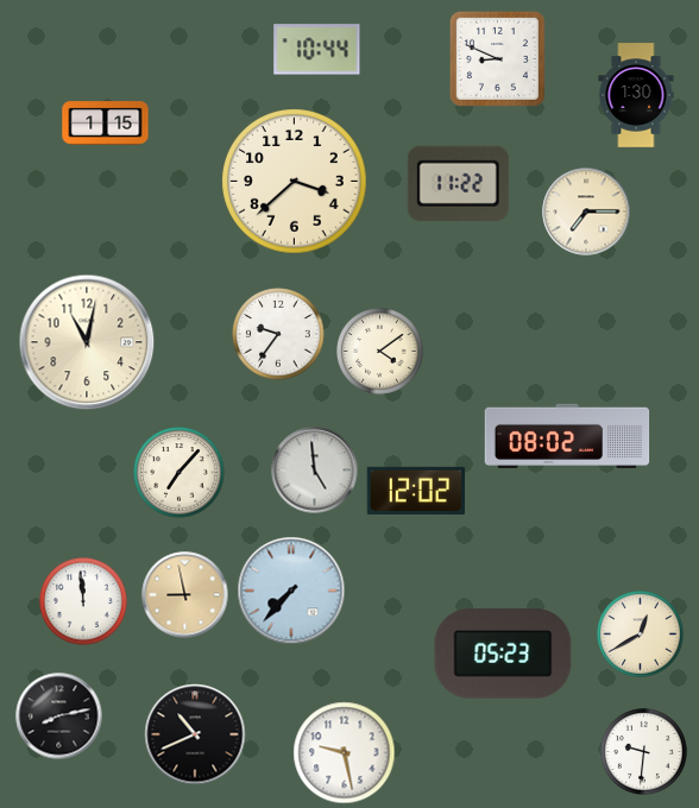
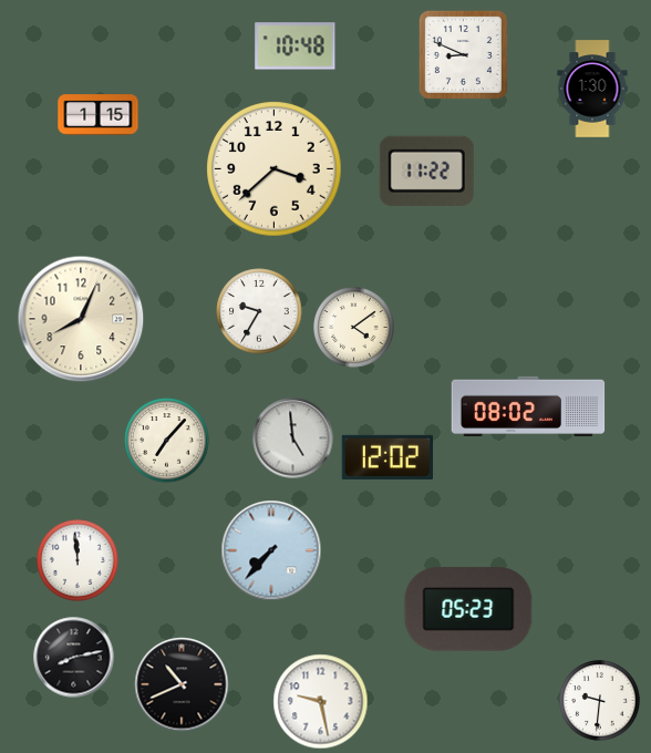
clock at (317, 50): 10:44 -> 10:48
clock at (586, 212): 7:15 -> none
clock at (278, 334): 9:36 -> 9:35
clock at (87, 342): 11:02 -> 8:04
clock at (185, 595): 8:58 -> none
clock at (641, 635): 12:40 -> none
clock at (59, 717) position: (59, 717) -> (74, 658)
